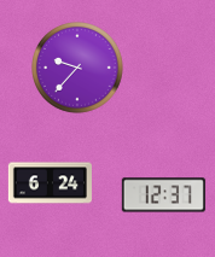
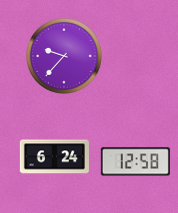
clock at (50, 183) position: (50, 183) -> (54, 157)
clock at (163, 195): 12:37 -> 12:58
